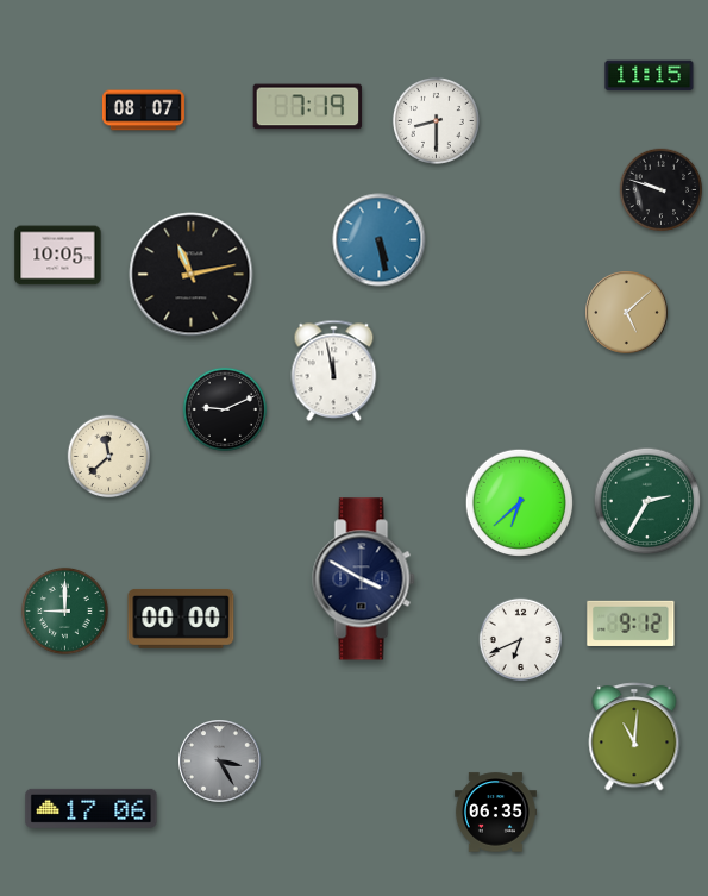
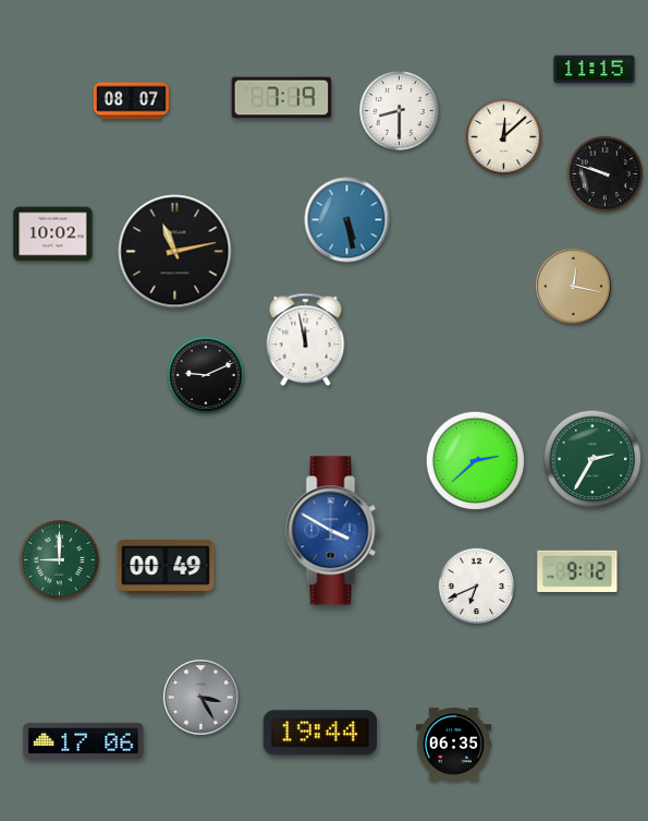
clock at (504, 137): none -> 12:08
clock at (58, 256): 10:05 -> 10:02
clock at (627, 313): 5:08 -> 12:17
clock at (109, 457): 11:38 -> none
clock at (520, 503): 6:38 -> 2:38
clock at (364, 579) dial: navy -> blue
clock at (181, 619): 00:00 -> 00:49
clock at (634, 737): 11:01 -> none
clock at (319, 733): none -> 19:44
